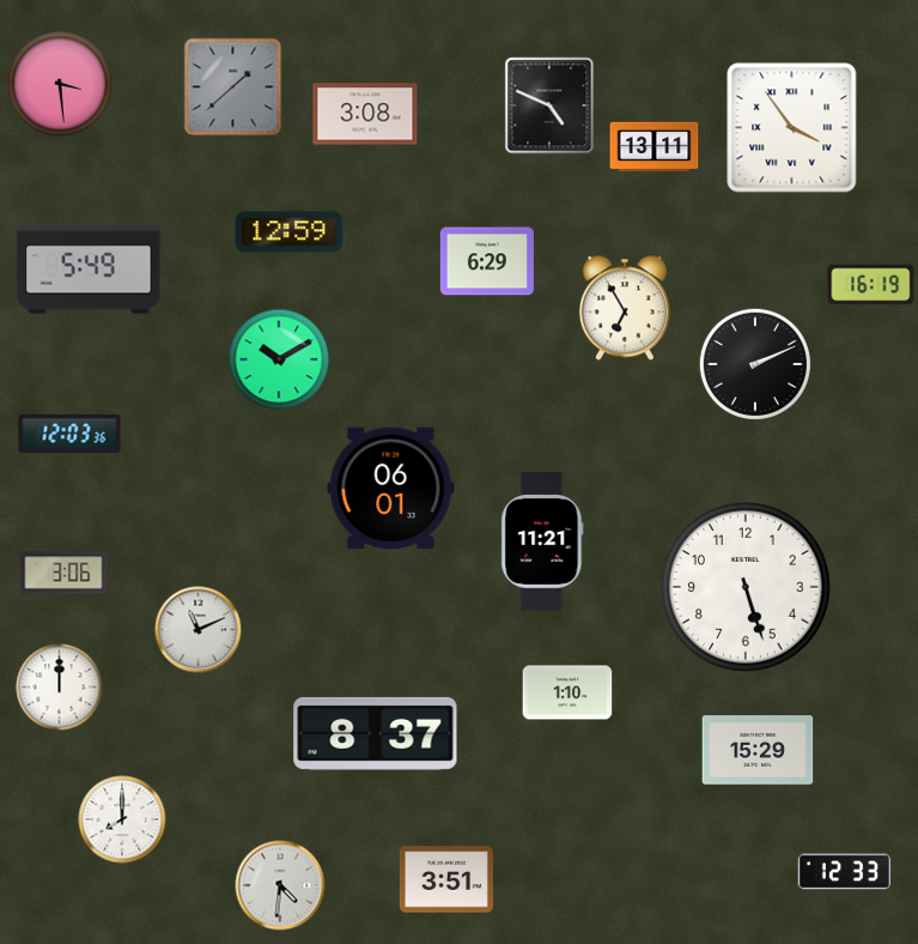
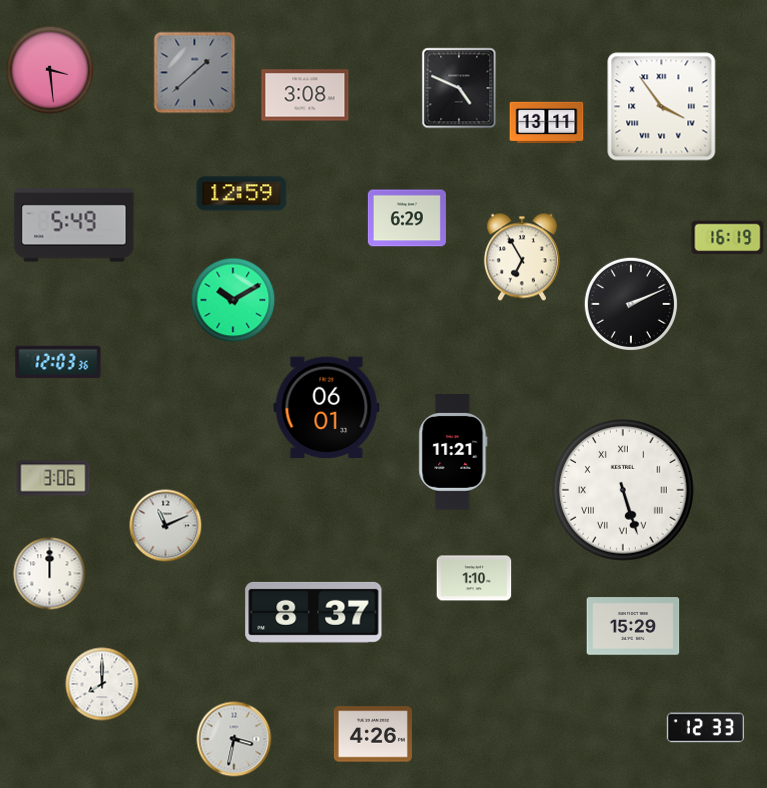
clock at (746, 587) numerals: Arabic -> Roman
clock at (446, 879): 3:51 -> 4:26
clock at (280, 885): 4:31 -> 3:32
